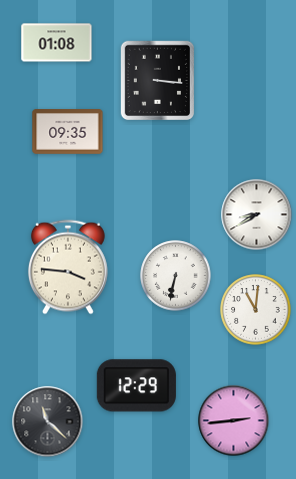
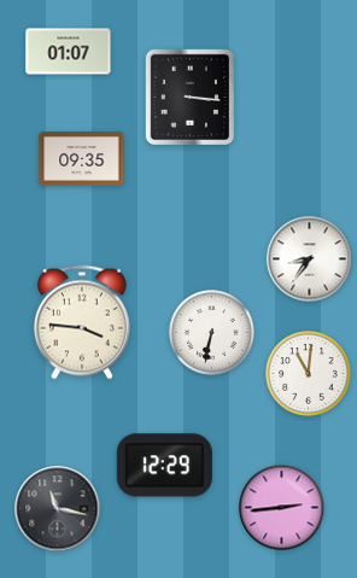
clock at (57, 43): 01:08 -> 01:07
clock at (257, 215): 8:40 -> 8:36
clock at (48, 422): 11:22 -> 11:17
